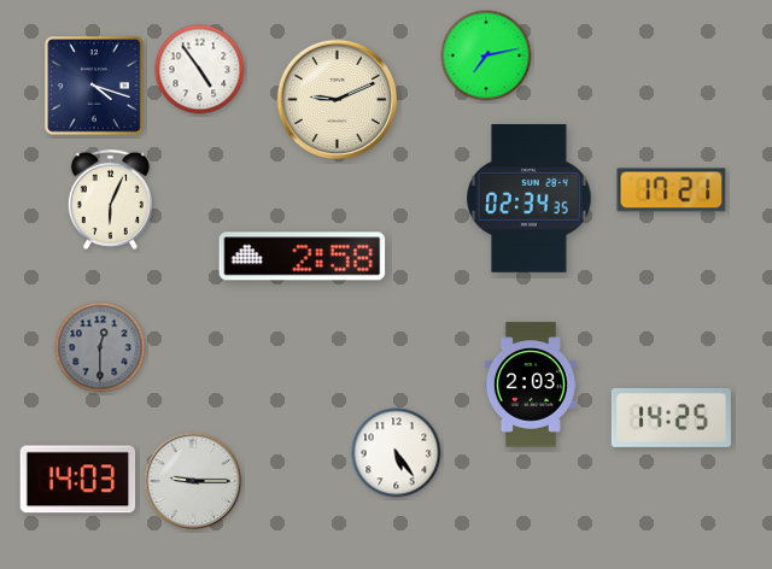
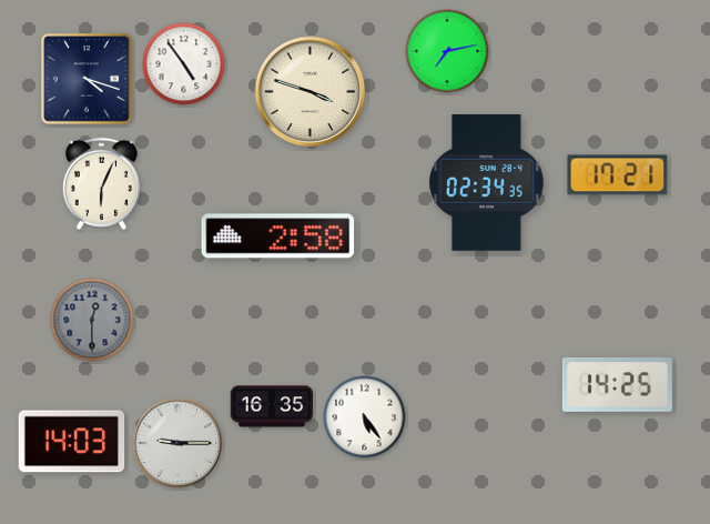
clock at (338, 100): 9:11 -> 3:48
clock at (531, 385): 2:03 -> none
clock at (272, 406): none -> 16:35
